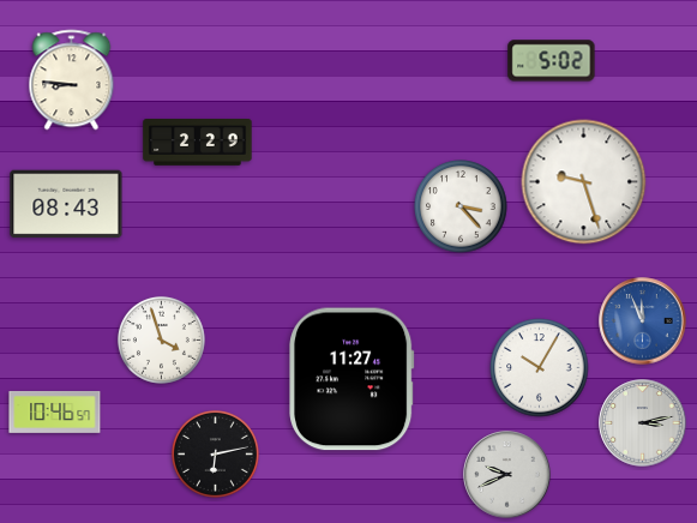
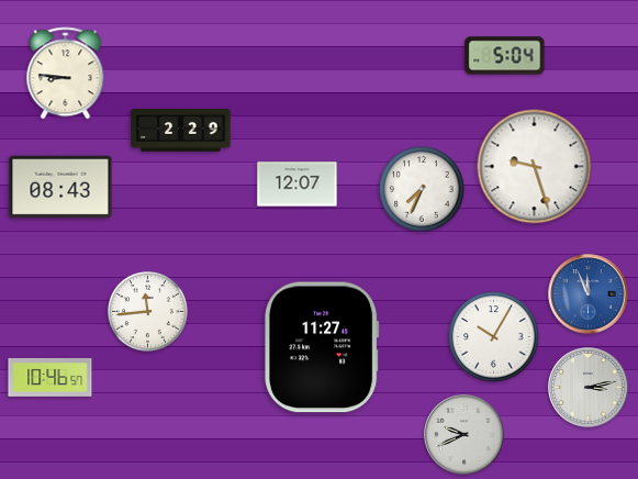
clock at (552, 61): 5:02 -> 5:04
clock at (298, 185): none -> 12:07
clock at (461, 206): 3:23 -> 7:34
clock at (161, 339): 3:57 -> 11:44
clock at (215, 453): 6:13 -> none
